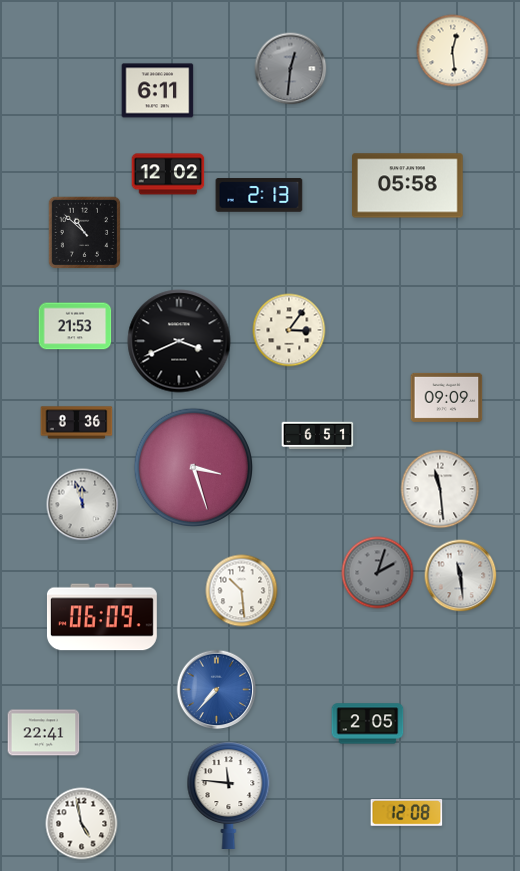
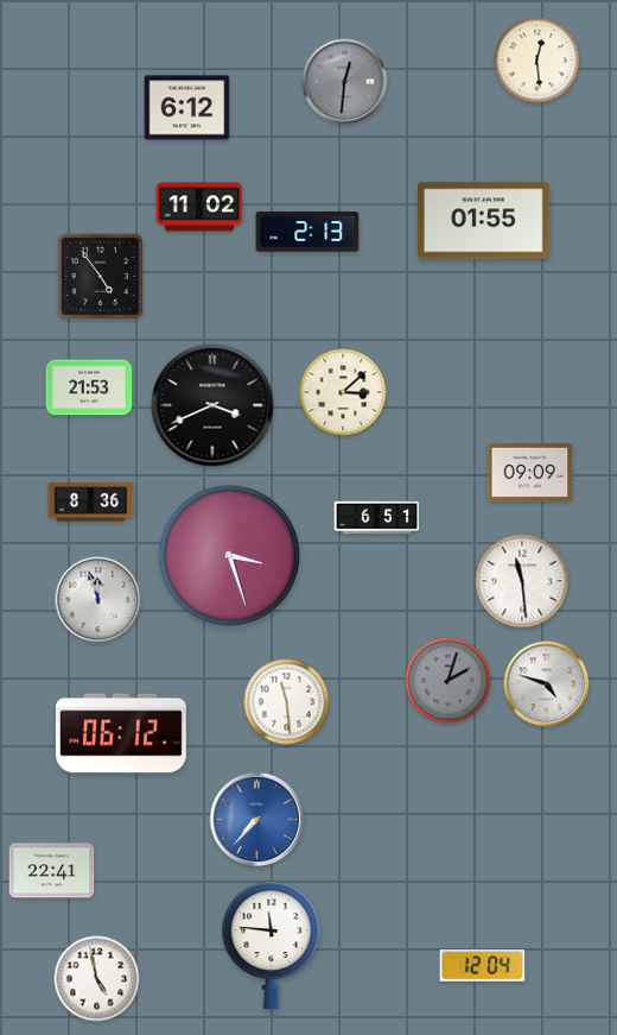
clock at (158, 91): 6:11 -> 6:12
clock at (168, 174): 12:02 -> 11:02
clock at (408, 186): 05:58 -> 01:55
clock at (85, 233): 10:52 -> 4:54
clock at (289, 330): 3:06 -> 3:08
clock at (461, 576): 11:29 -> 4:48
clock at (242, 591): 10:29 -> 11:29
clock at (102, 617): 06:09 -> 06:12
clock at (368, 724): 2:05 -> none
clock at (407, 813): 12:08 -> 12:04
